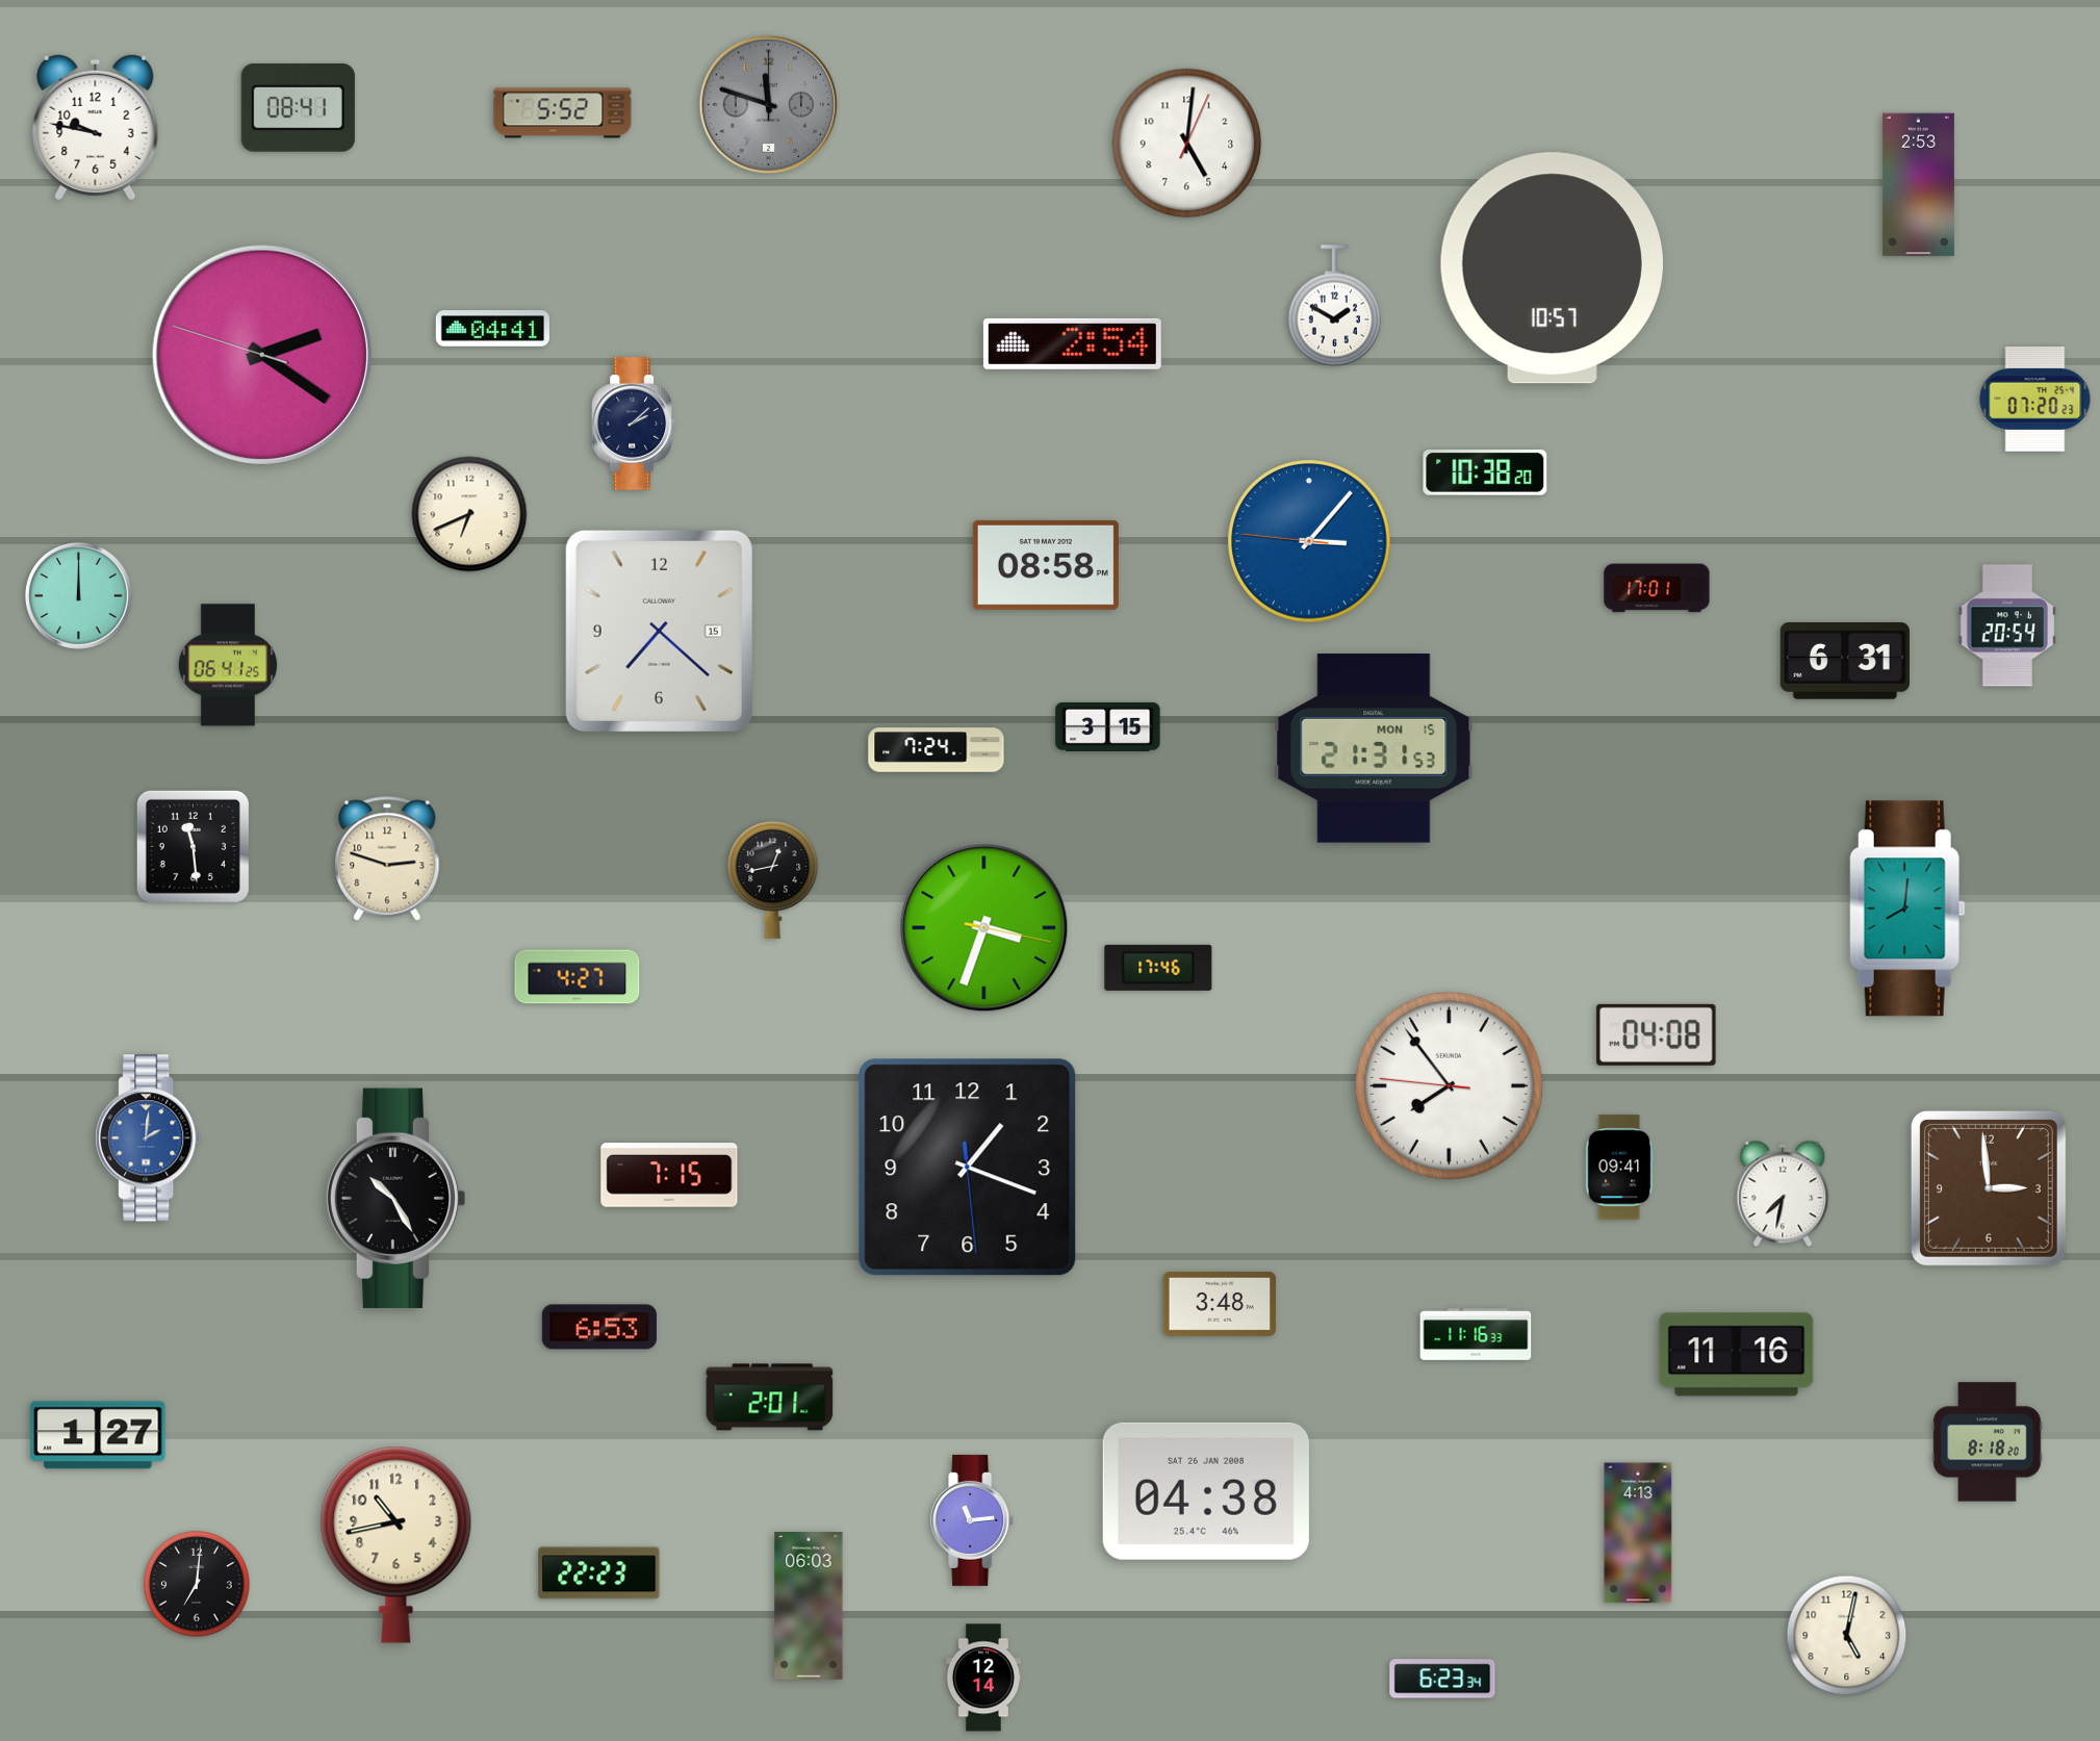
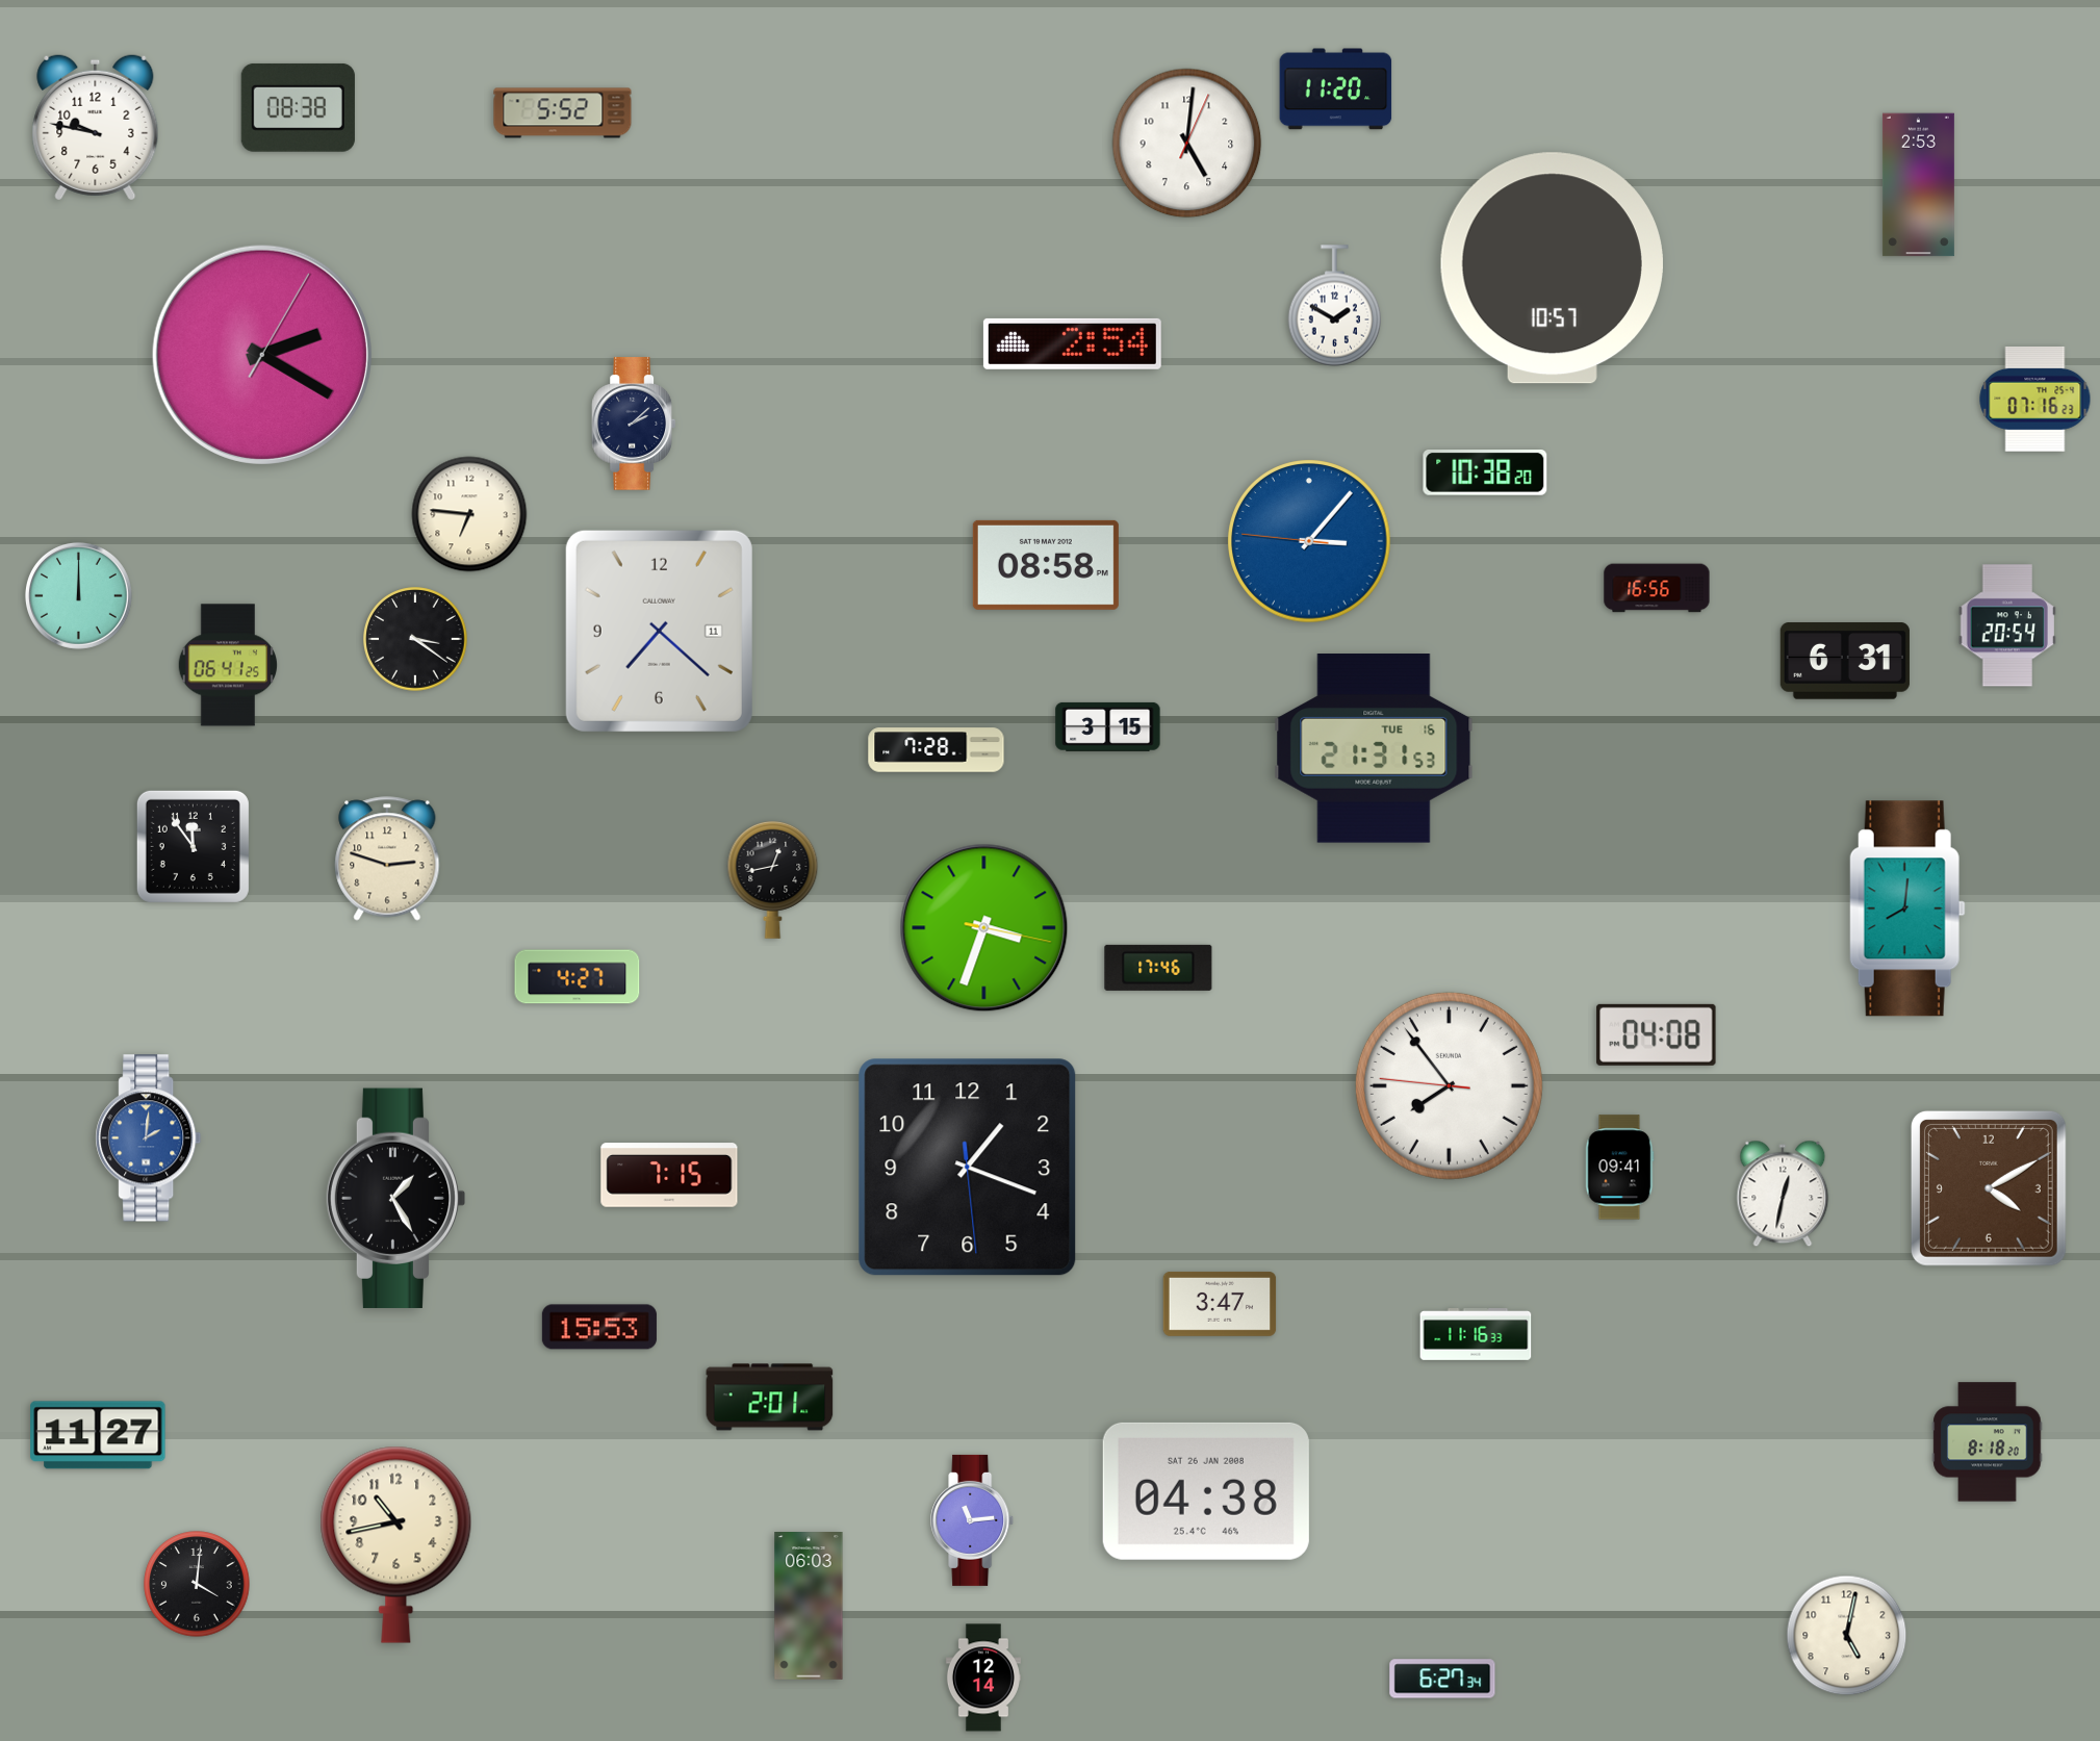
clock at (1336, 89): none -> 11:20
clock at (768, 104): 11:48 -> none
clock at (298, 107): 08:41 -> 08:38
clock at (492, 329): 04:41 -> none
clock at (262, 355): 2:20:48 -> 2:20:05
clock at (2035, 399): 07:20 -> 07:16
clock at (469, 514): 6:41 -> 6:46
clock at (1657, 588): 17:01 -> 16:56
clock at (659, 631) date: 15 -> 11
clock at (415, 639): none -> 3:21
clock at (1374, 748) date: MON 15 -> TUE 16
clock at (937, 750): 7:24 -> 7:28
clock at (193, 846): 11:29 -> 11:54
clock at (1989, 1188): 2:59 -> 4:10
clock at (1783, 1194): 7:32 -> 12:32
clock at (396, 1198): 10:25 -> 1:25
clock at (1220, 1304): 3:48 -> 3:47
clock at (599, 1327): 6:53 -> 15:53
clock at (1737, 1355): 11:16 -> none
clock at (98, 1435): 1:27 -> 11:27
clock at (1638, 1533): 4:13 -> none
clock at (599, 1573): 22:23 -> none
clock at (197, 1584): 7:01 -> 4:01
clock at (1442, 1679): 6:23 -> 6:27
